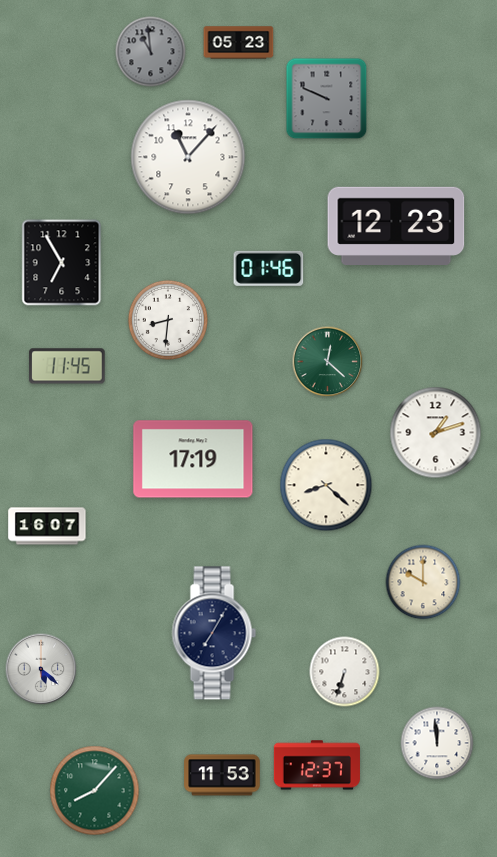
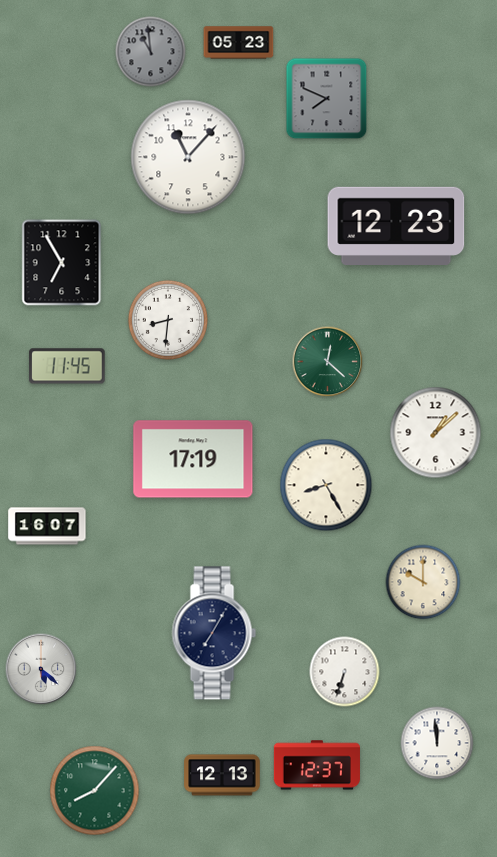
clock at (327, 99): 9:49 -> 7:49
clock at (269, 268): 01:46 -> none
clock at (436, 433): 1:12 -> 1:08
clock at (326, 485): 8:22 -> 8:25
clock at (222, 775): 11:53 -> 12:13
